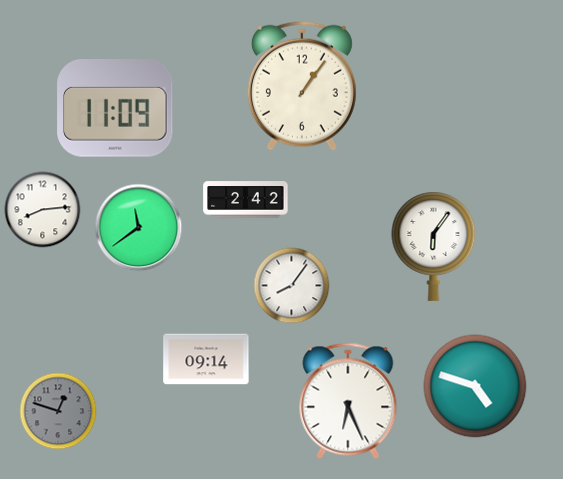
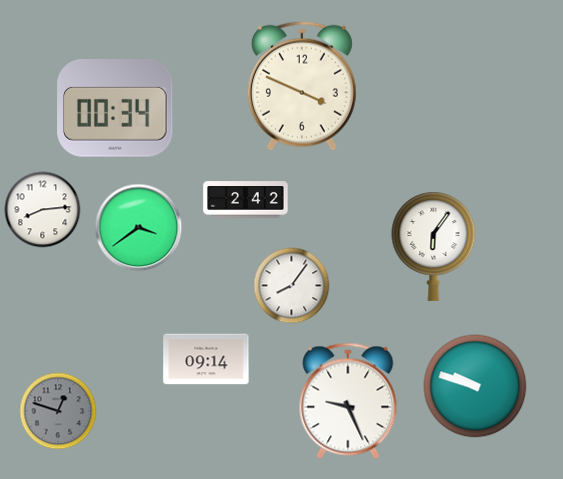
clock at (302, 86): 1:06 -> 3:49
clock at (115, 109): 11:09 -> 00:34
clock at (139, 228): 11:39 -> 3:39
clock at (475, 386): 4:48 -> 9:48
clock at (348, 401): 6:26 -> 9:26
